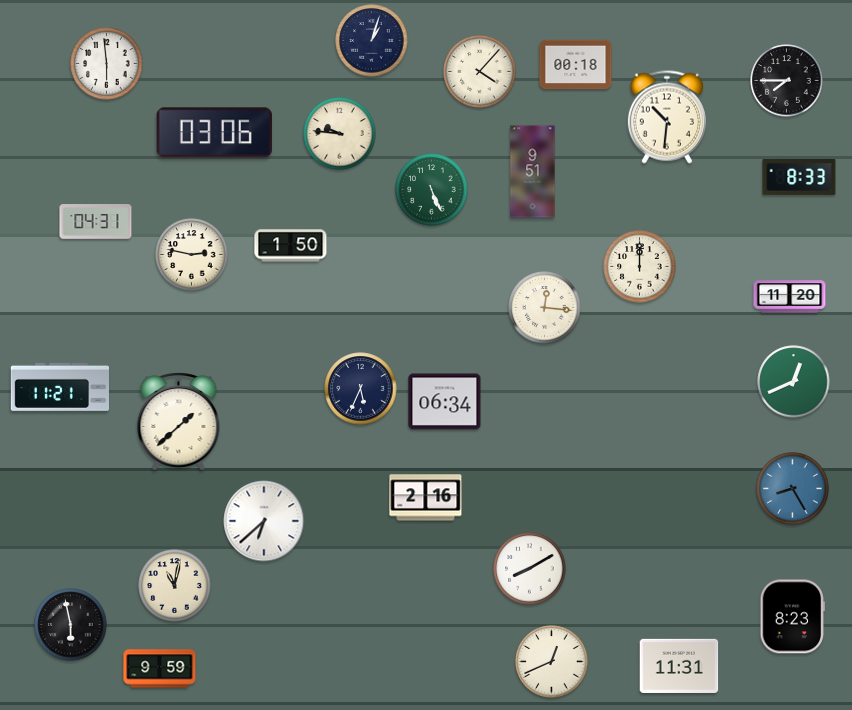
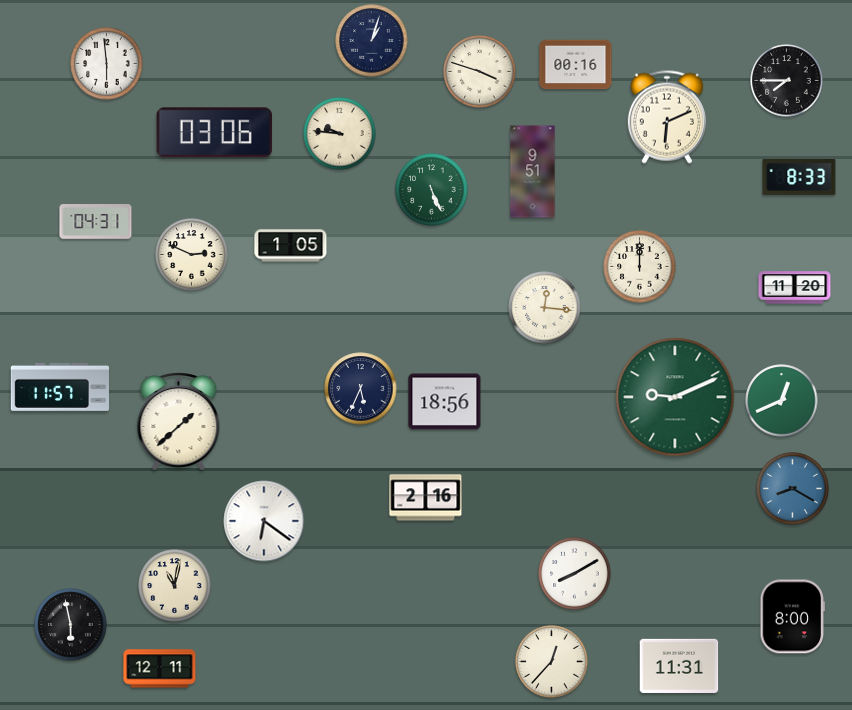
clock at (576, 65): 00:18 -> 00:16
clock at (480, 72): 4:07 -> 3:48
clock at (667, 117): 10:31 -> 6:11
clock at (291, 246): 1:50 -> 1:05
clock at (192, 255): 2:47 -> 2:49
clock at (790, 297) position: (790, 297) -> (795, 288)
clock at (794, 382) position: (794, 382) -> (782, 401)
clock at (59, 387): 11:21 -> 11:57
clock at (675, 397): none -> 9:11
clock at (445, 402): 06:34 -> 18:56
clock at (793, 489): 8:25 -> 8:20
clock at (264, 521): 6:38 -> 6:21
clock at (530, 569) position: (530, 569) -> (575, 574)
clock at (793, 617): 8:23 -> 8:00
clock at (552, 662): 12:41 -> 12:37
clock at (160, 669): 9:59 -> 12:11
